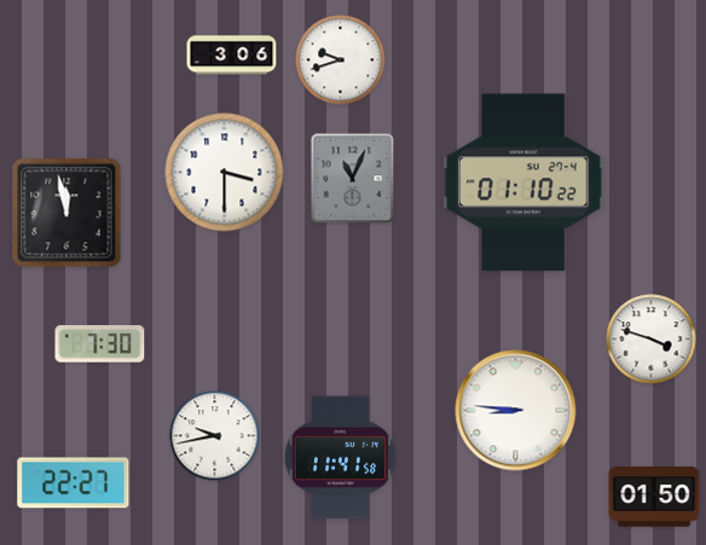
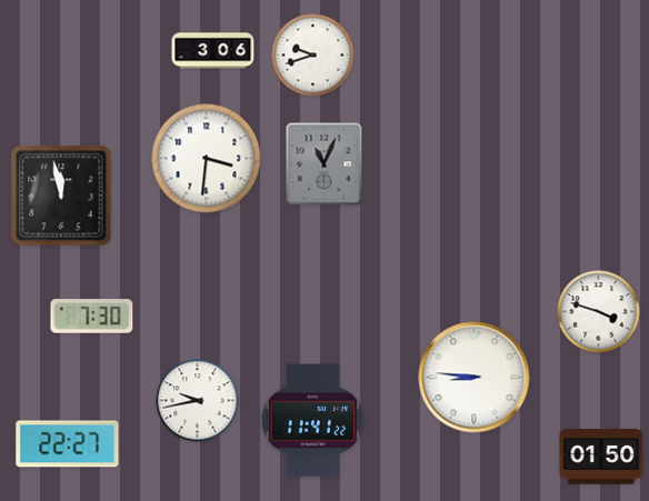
clock at (225, 173): 3:30 -> 3:31
clock at (523, 182): 01:10 -> none
clock at (341, 458): 11:41:58 -> 11:41:22
